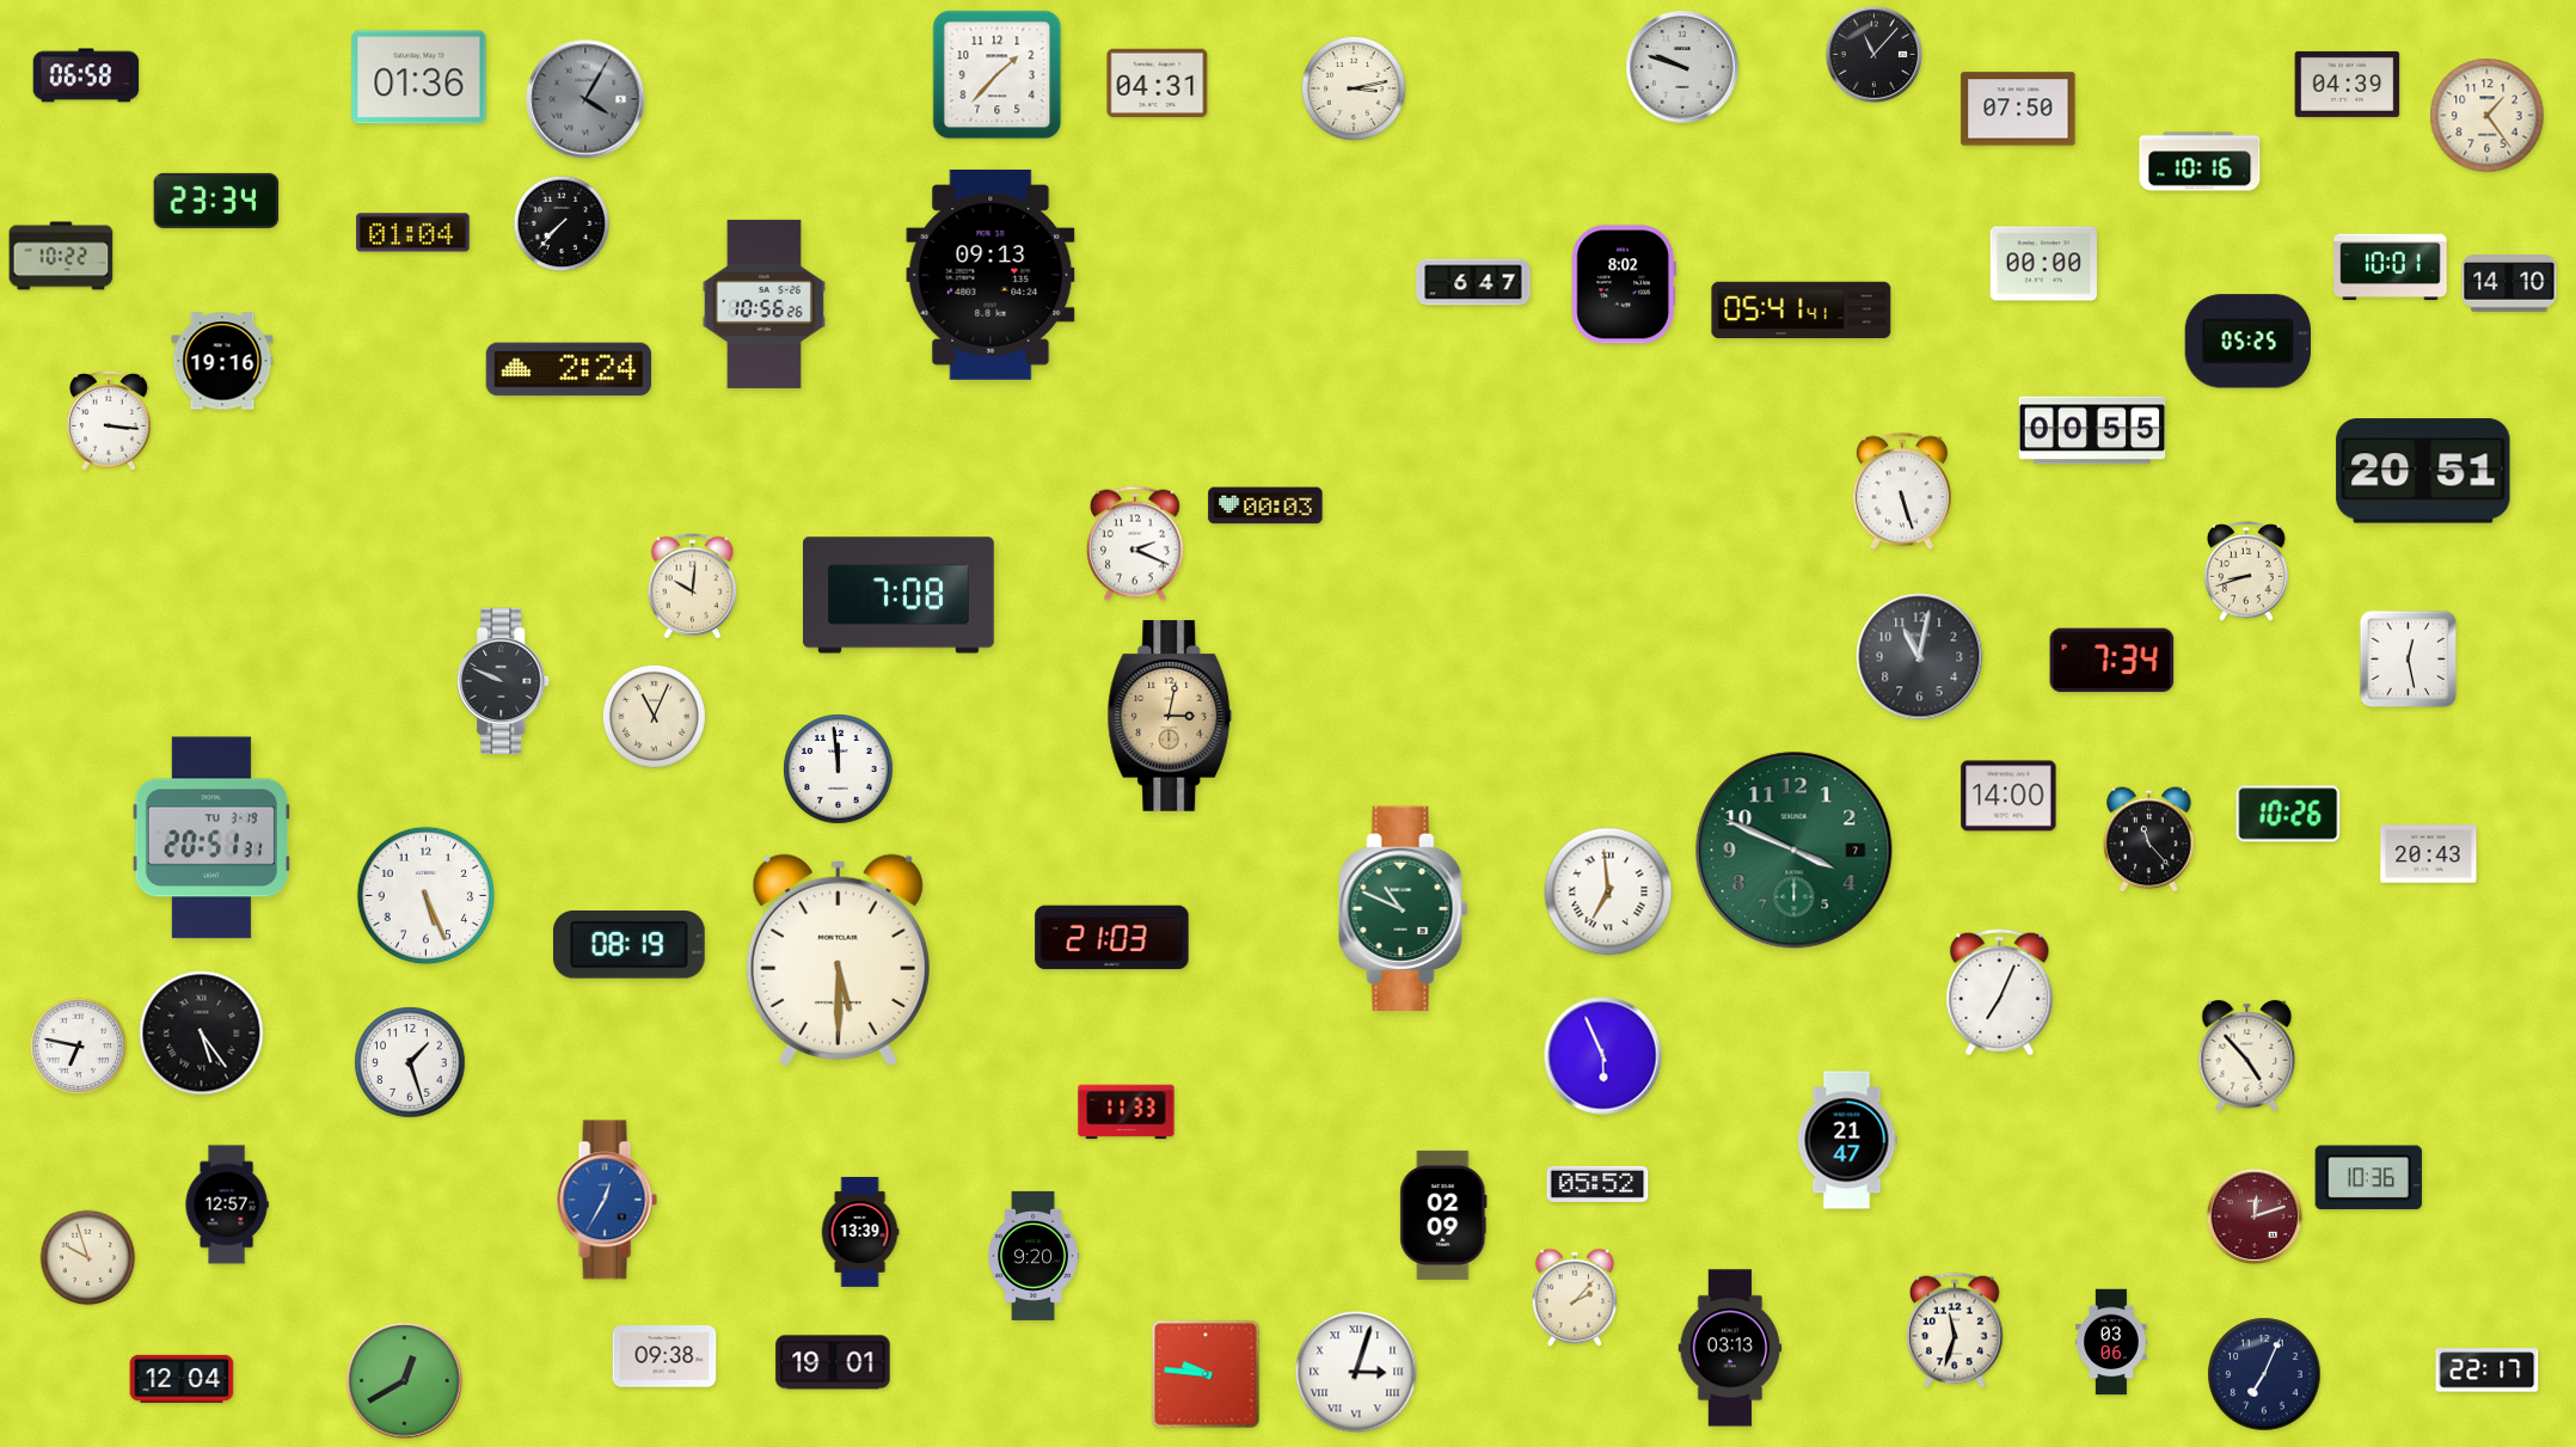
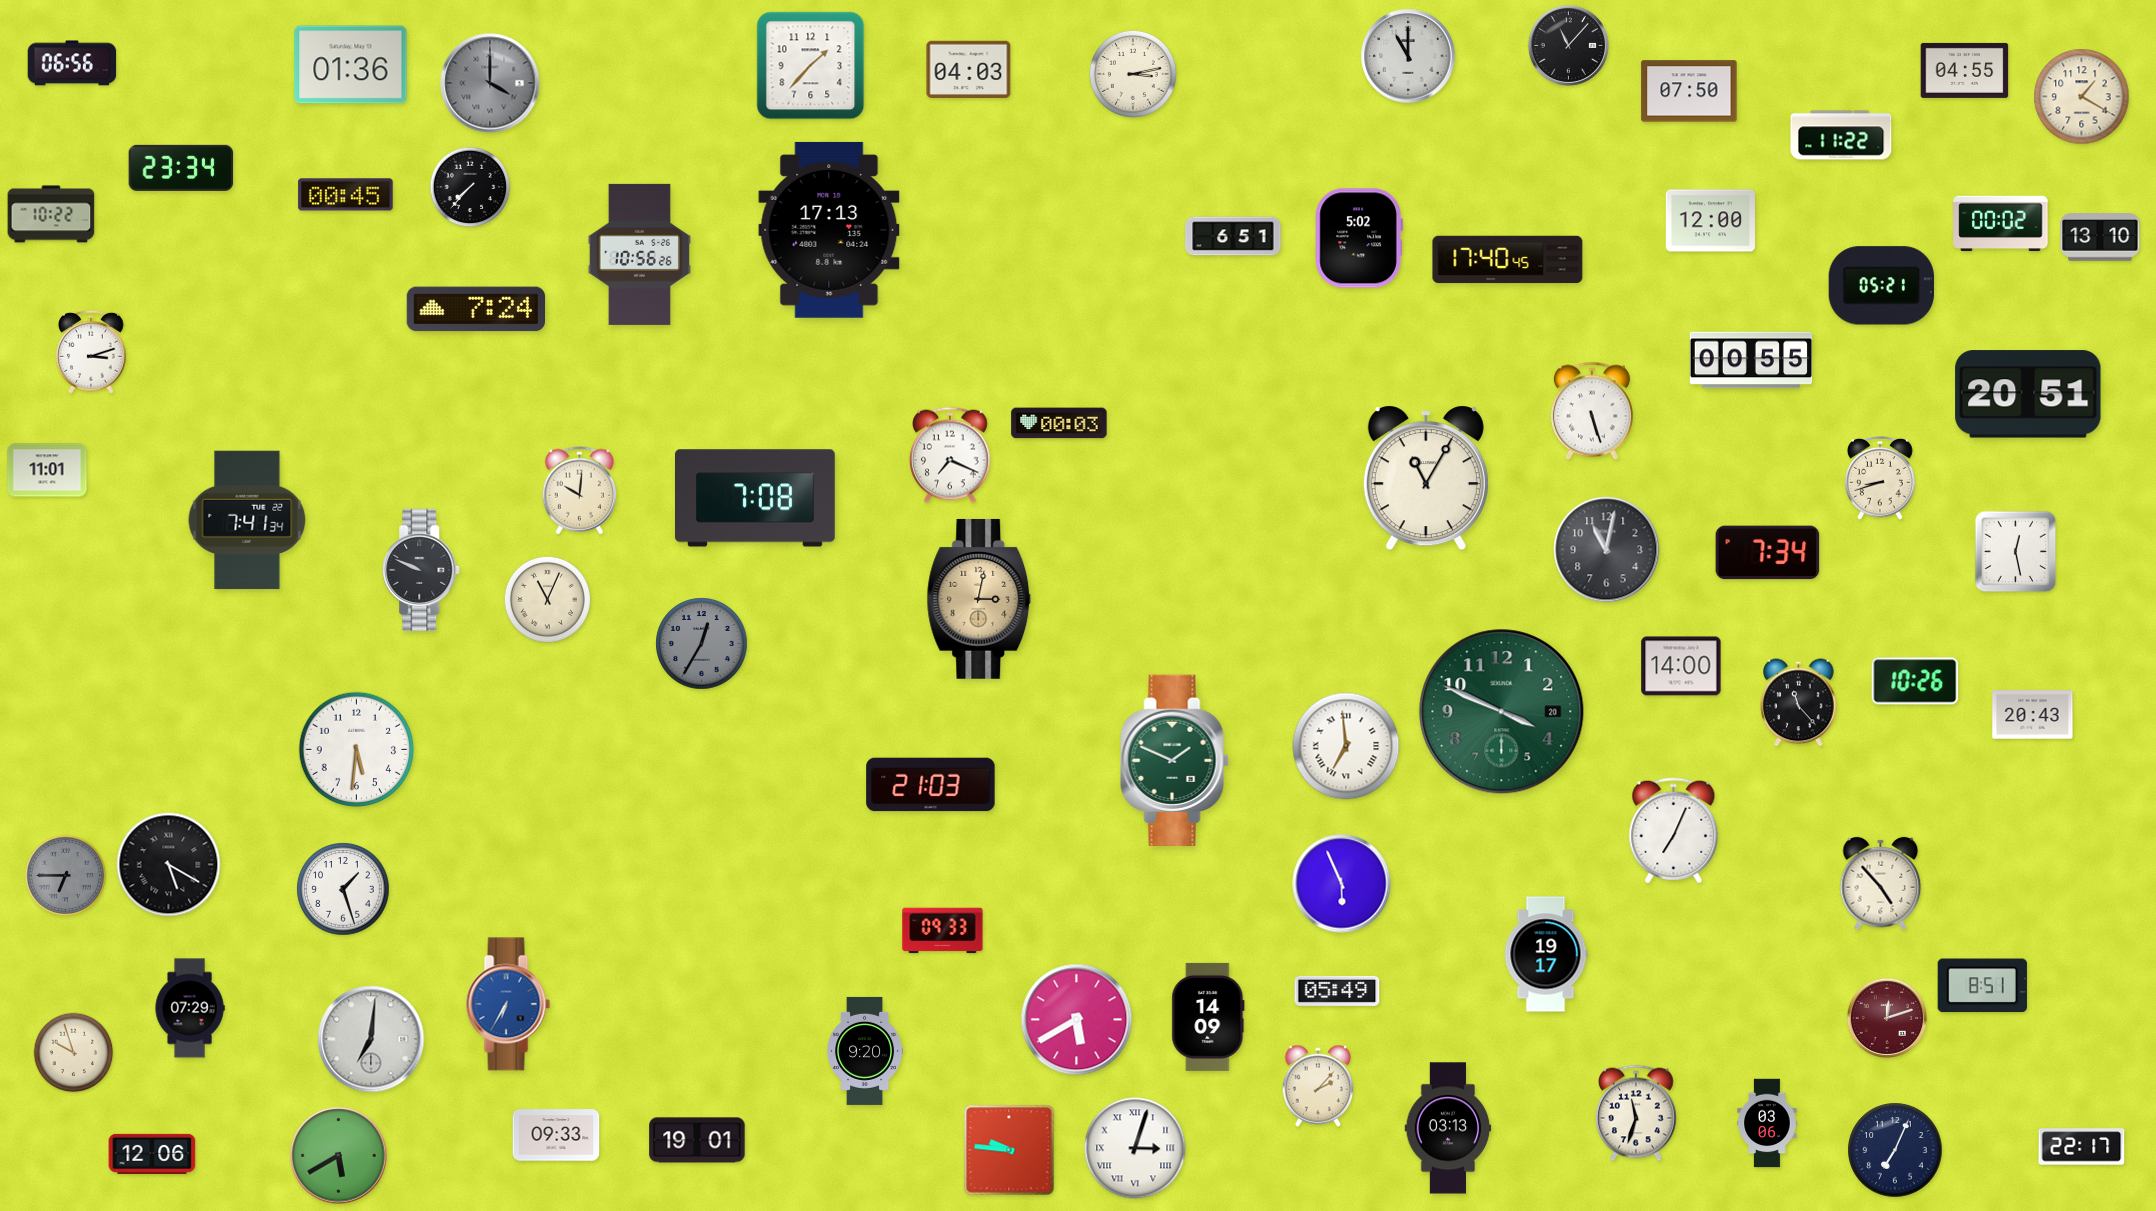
clock at (1682, 67): 9:48 -> 11:00
clock at (86, 75): 06:58 -> 06:56
clock at (998, 75) position: (998, 75) -> (811, 66)
clock at (1158, 82): 04:31 -> 04:03
clock at (2348, 84): 04:39 -> 04:55
clock at (585, 99): 4:05 -> 4:00
clock at (2488, 116): 1:24 -> 1:20
clock at (2200, 161): 10:16 -> 11:22
clock at (413, 233): 01:04 -> 00:45
clock at (2044, 264): 00:00 -> 12:00
clock at (2391, 268): 10:01 -> 00:02
clock at (990, 275): 09:13 -> 17:13
clock at (1473, 282): 6:47 -> 6:51
clock at (2509, 283): 14:10 -> 13:10
clock at (1624, 284): 8:02 -> 5:02
clock at (1802, 311): 05:41 -> 17:40
clock at (2247, 342): 05:25 -> 05:21
clock at (222, 361): 19:16 -> none
clock at (569, 369): 2:24 -> 7:24
clock at (110, 421): 3:16 -> 3:12
clock at (1136, 544): 2:19 -> 7:19
clock at (47, 470): none -> 11:01
clock at (1426, 478): none -> 11:05
clock at (900, 595) position: (900, 595) -> (756, 498)
clock at (247, 520): none -> 7:41
clock at (839, 770): 11:59 -> 12:35
clock at (839, 770) dial: white -> grey
clock at (211, 838): 20:51 -> none
clock at (1795, 851) date: 7 -> 20
clock at (427, 896): 5:26 -> 5:31
clock at (1404, 908): 10:49 -> 1:49
clock at (628, 945): 08:19 -> none
clock at (838, 959): 5:30 -> none
clock at (202, 1034): 5:24 -> 5:20
clock at (79, 1047): 6:47 -> 6:45
clock at (79, 1047) dial: white -> grey
clock at (1127, 1112): 11:33 -> 09:33
clock at (1847, 1140): 21:47 -> 19:17
clock at (2368, 1178): 10:36 -> 8:51
clock at (1597, 1184): 05:52 -> 05:49
clock at (607, 1200): 12:35 -> 6:35
clock at (227, 1204): 12:57 -> 07:29
clock at (1443, 1215): 02:09 -> 14:09
clock at (1077, 1020): none -> 5:40
clock at (860, 1232): 13:39 -> none
clock at (371, 1039): none -> 7:01
clock at (664, 1356): 09:38 -> 09:33
clock at (182, 1379): 12:04 -> 12:06
clock at (405, 1381): 12:40 -> 5:40
